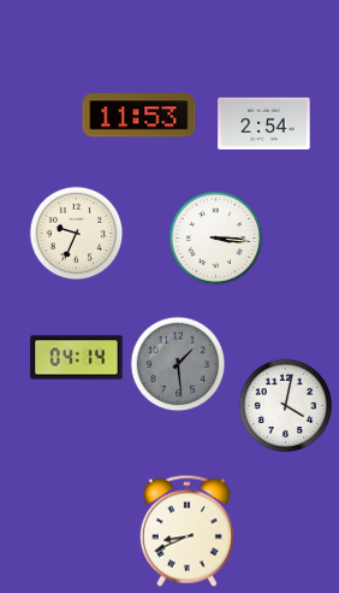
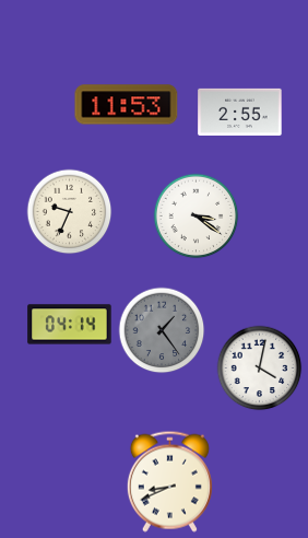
clock at (264, 123): 2:54 -> 2:55
clock at (215, 237): 3:16 -> 3:21
clock at (178, 364): 1:29 -> 1:24
